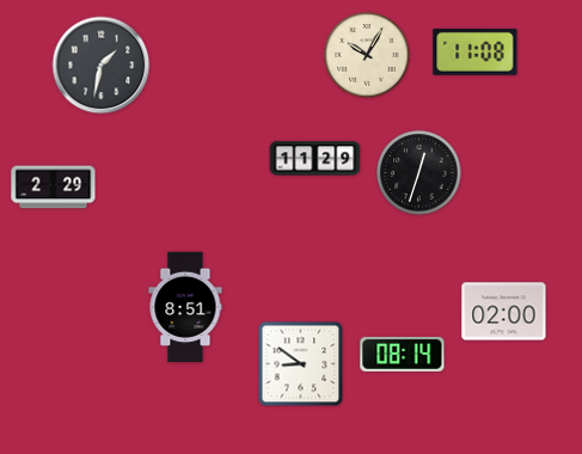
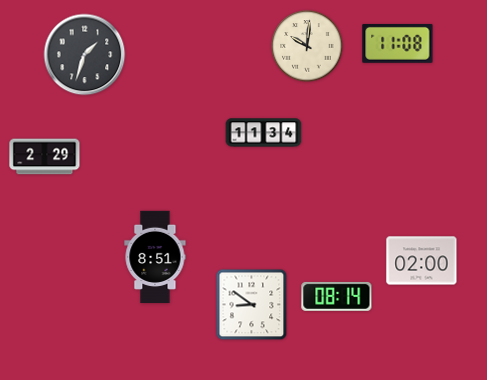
clock at (367, 55): 10:05 -> 10:01
clock at (102, 66): 1:32 -> 1:33
clock at (315, 159): 11:29 -> 11:34
clock at (419, 173): 12:33 -> none
